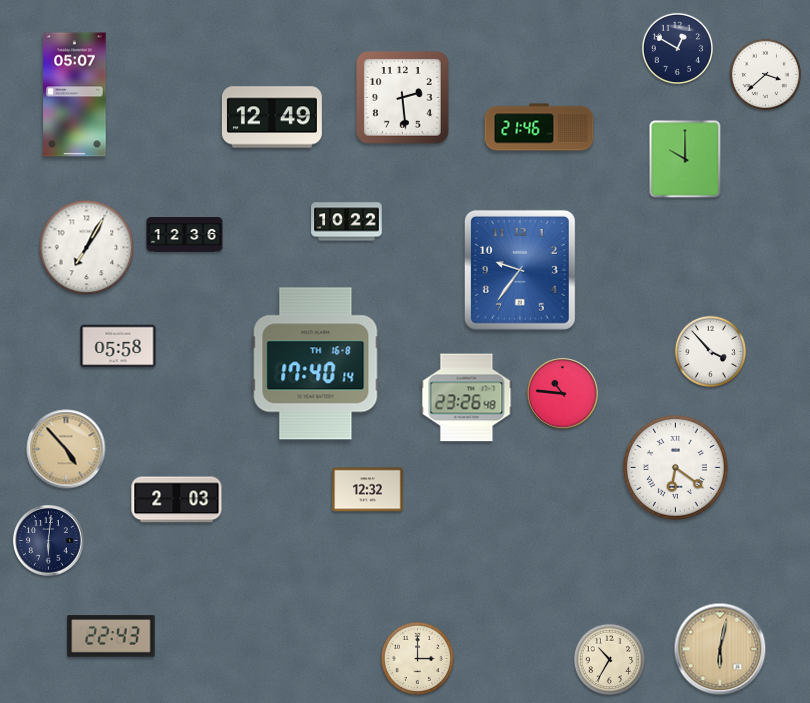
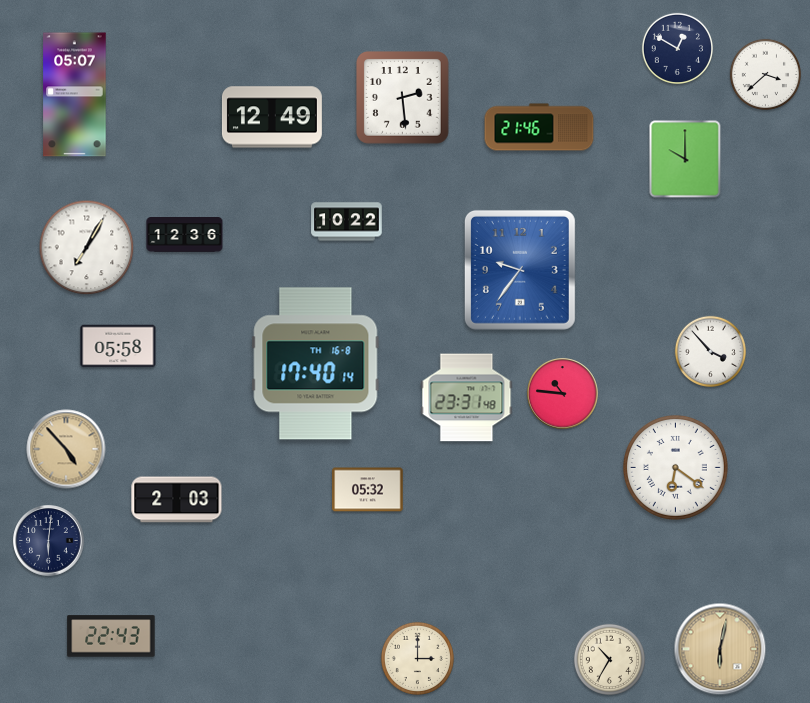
clock at (467, 398): 23:26 -> 23:31
clock at (368, 490): 12:32 -> 05:32
